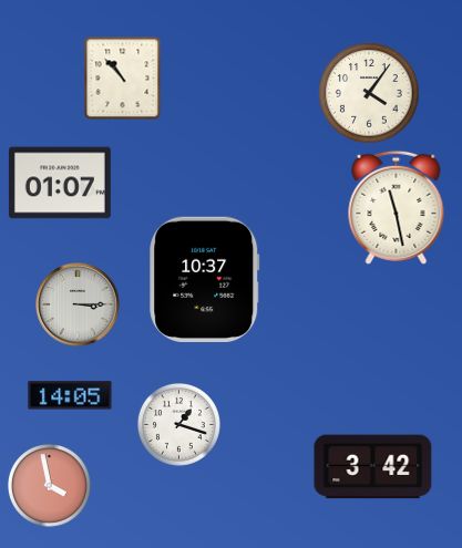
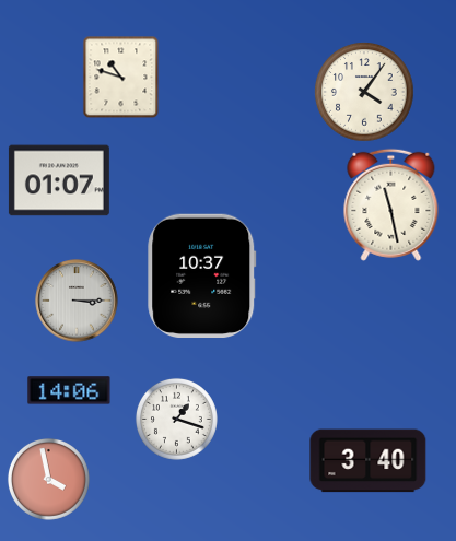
clock at (123, 79): 10:53 -> 10:48
clock at (70, 395): 14:05 -> 14:06
clock at (373, 467): 3:42 -> 3:40
